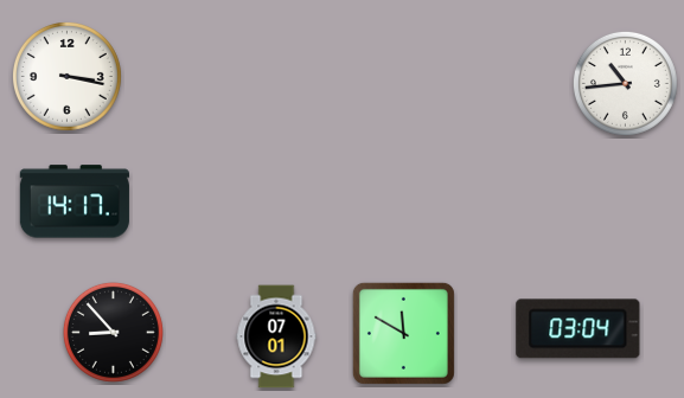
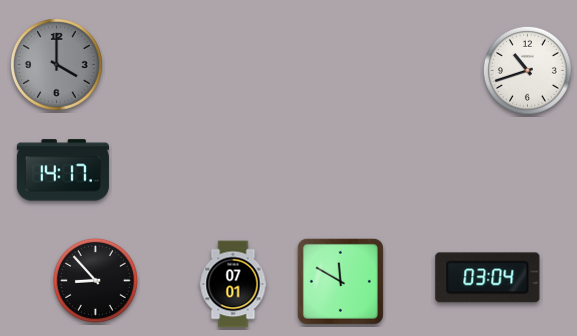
clock at (66, 76): 3:17 -> 4:00
clock at (66, 76) dial: white -> grey
clock at (625, 83): 10:44 -> 10:42
